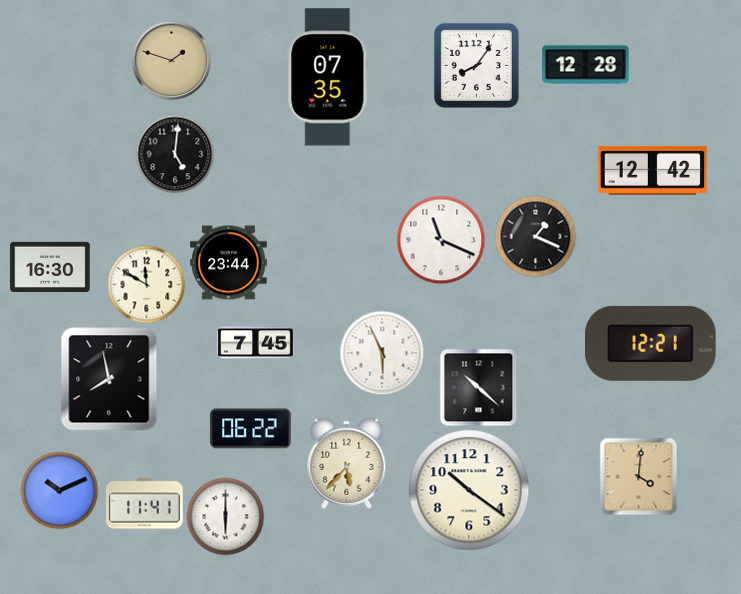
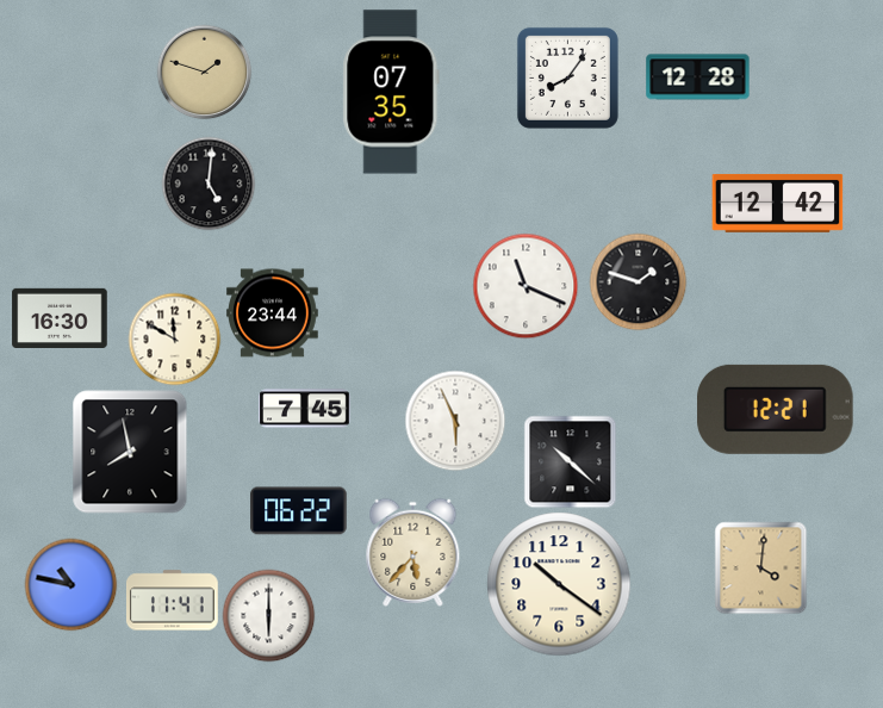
clock at (535, 236): 1:19 -> 1:48
clock at (59, 490): 10:11 -> 10:47
